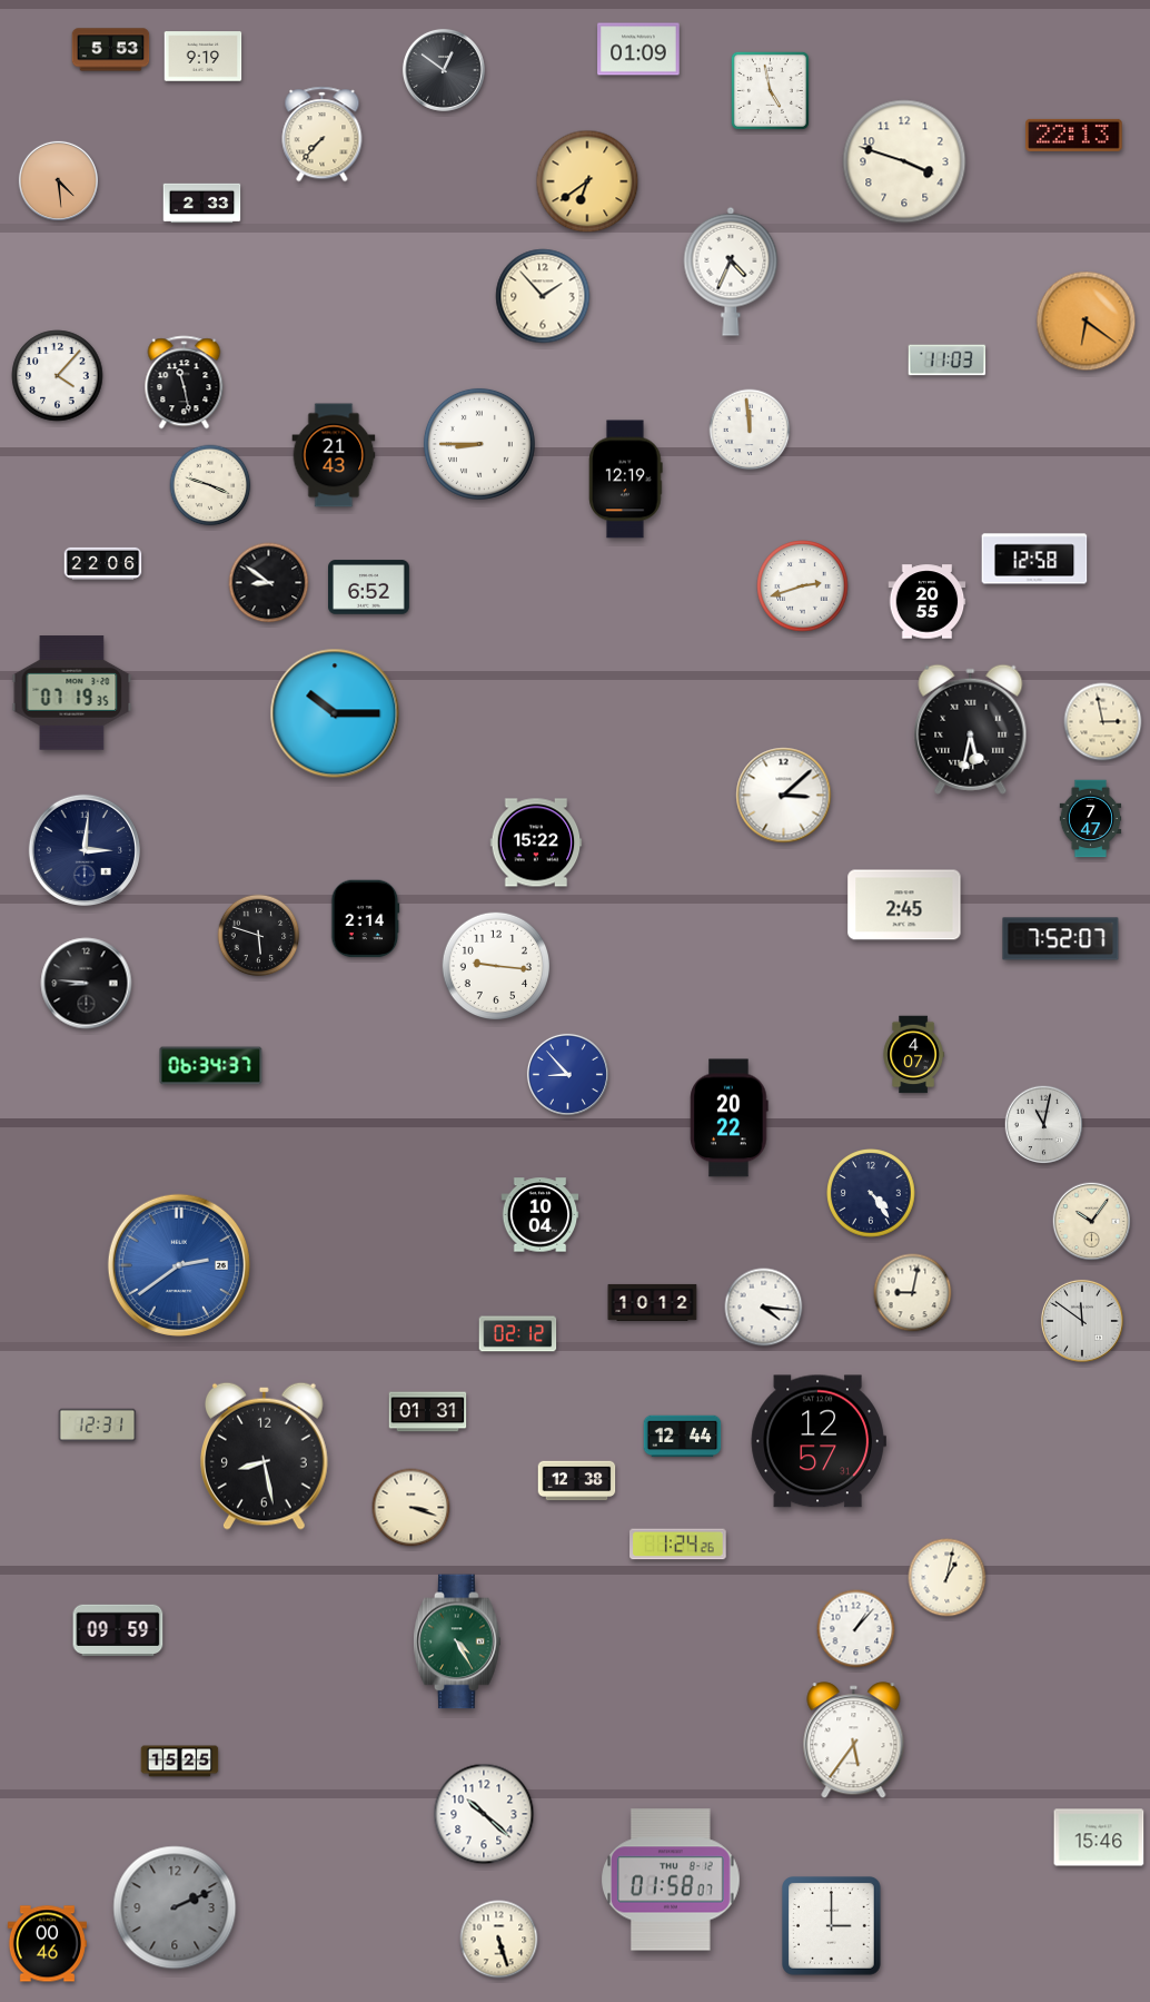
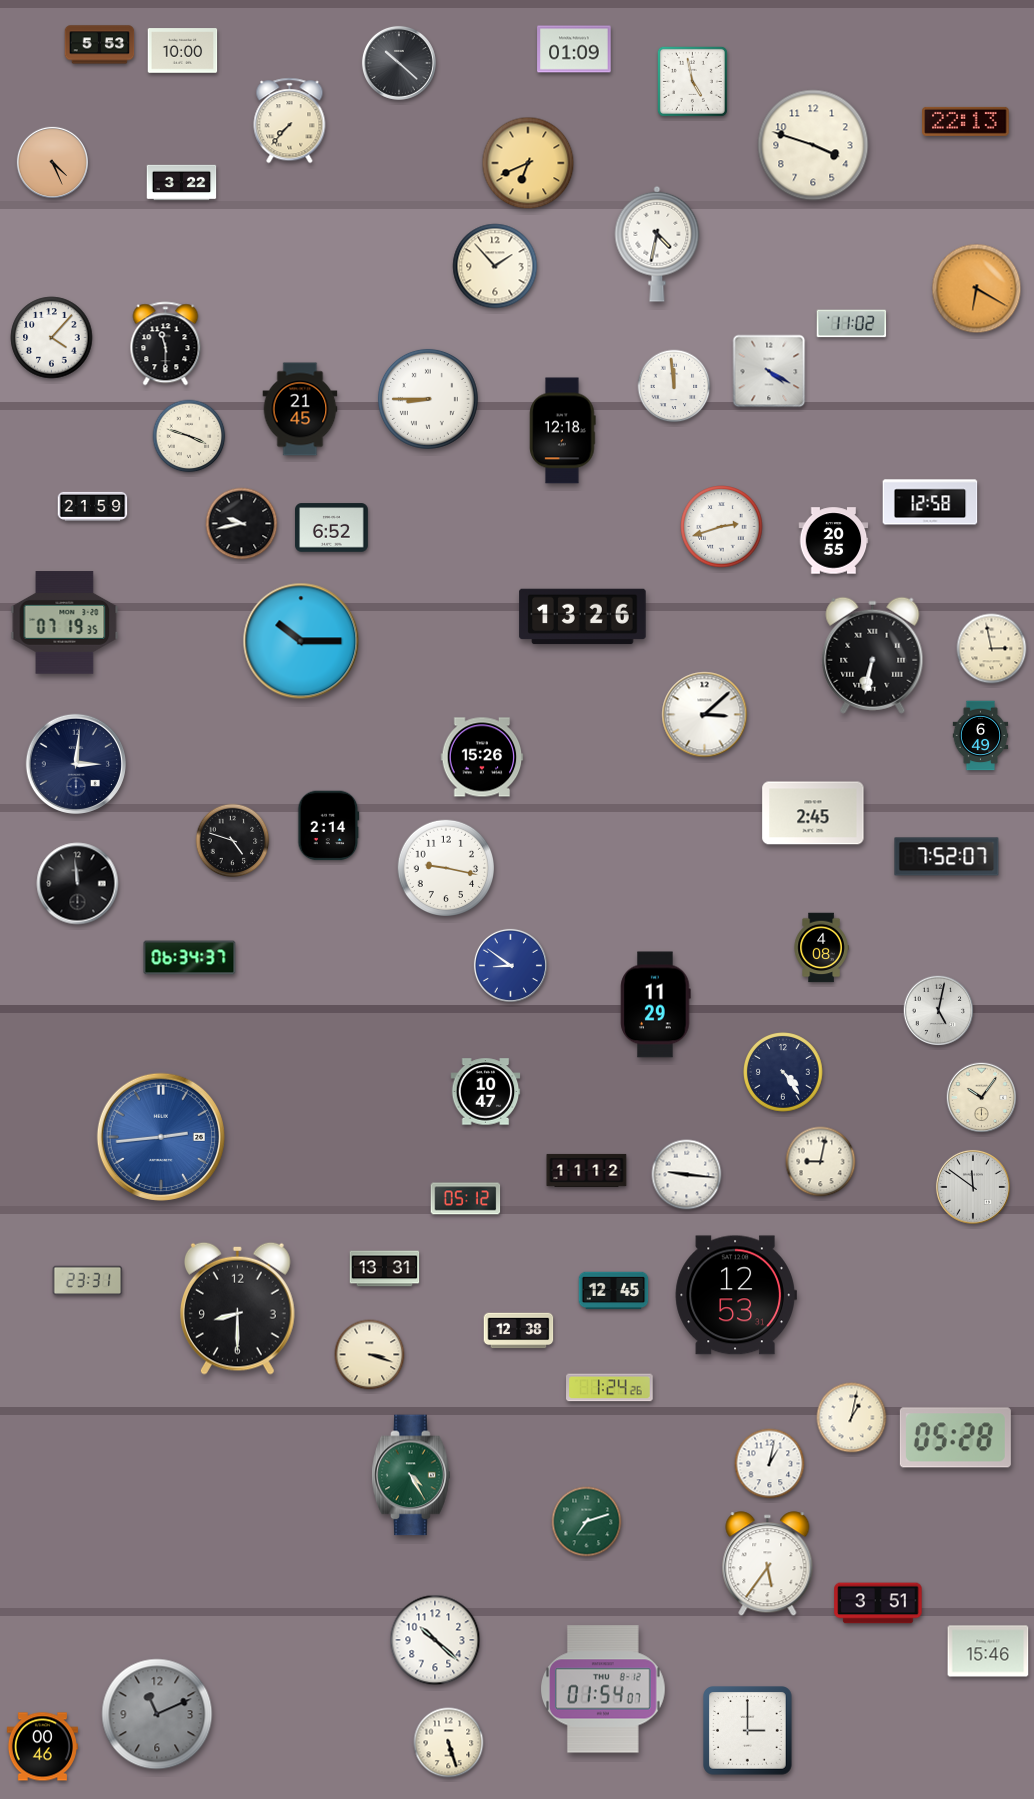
clock at (638, 49) position: (638, 49) -> (574, 49)
clock at (204, 57): 9:19 -> 10:00
clock at (444, 70): 12:51 -> 10:22
clock at (58, 180): 4:29 -> 4:26
clock at (587, 181): 6:39 -> 6:41
clock at (202, 204): 2:33 -> 3:22
clock at (731, 272): 4:34 -> 4:32
clock at (543, 296) position: (543, 296) -> (495, 266)
clock at (1087, 322): 6:21 -> 6:20
clock at (948, 361): 11:03 -> 11:02
clock at (185, 383): 11:28 -> 11:30
clock at (769, 371): none -> 4:20
clock at (479, 444) position: (479, 444) -> (428, 399)
clock at (334, 455): 21:43 -> 21:45
clock at (626, 480): 12:19 -> 12:18
clock at (103, 563): 22:06 -> 21:59
clock at (269, 583): 8:51 -> 9:43
clock at (583, 617): none -> 13:26
clock at (971, 729): 5:32 -> 6:32
clock at (1091, 819): 7:47 -> 6:49
clock at (536, 842): 15:22 -> 15:26
clock at (259, 936): 5:48 -> 4:48
clock at (1061, 939) position: (1061, 939) -> (947, 857)
clock at (495, 965): 9:16 -> 9:17
clock at (87, 984): 8:46 -> 11:59
clock at (913, 1055): 4:07 -> 4:08
clock at (567, 1074): 8:53 -> 8:51
clock at (730, 1118): 20:22 -> 11:29
clock at (1044, 1125): 11:02 -> 5:02
clock at (541, 1215): 10:04 -> 10:47
clock at (179, 1265): 2:39 -> 2:44
clock at (653, 1302): 10:12 -> 11:12
clock at (764, 1308): 4:16 -> 9:16
clock at (518, 1334): 02:12 -> 05:12
clock at (428, 1412): 01:31 -> 13:31
clock at (98, 1426): 12:31 -> 23:31
clock at (683, 1437): 12:44 -> 12:45
clock at (819, 1441): 12:57 -> 12:53
clock at (264, 1456): 8:28 -> 8:30
clock at (955, 1438): none -> 05:28
clock at (118, 1629): 09:59 -> none
clock at (856, 1629): 1:07 -> 1:02
clock at (587, 1522): none -> 7:12
clock at (180, 1762): 15:25 -> none
clock at (878, 1603): none -> 3:51
clock at (484, 1814) position: (484, 1814) -> (435, 1640)
clock at (672, 1880): 01:58 -> 01:54
clock at (175, 1907): 2:11 -> 11:11
